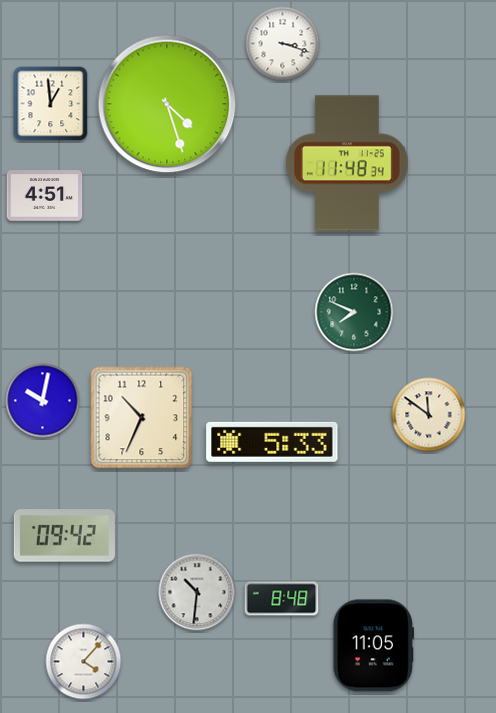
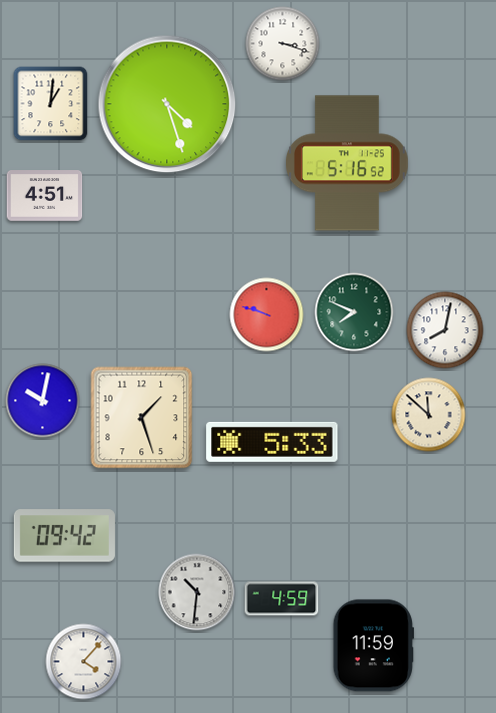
clock at (51, 104): 12:59 -> 1:01
clock at (347, 163): 11:48 -> 5:16
clock at (267, 315): none -> 9:48
clock at (445, 330): none -> 8:02
clock at (429, 415): 11:51 -> 11:52
clock at (142, 418): 10:34 -> 1:27
clock at (282, 599): 8:48 -> 4:59
clock at (373, 646): 11:05 -> 11:59
